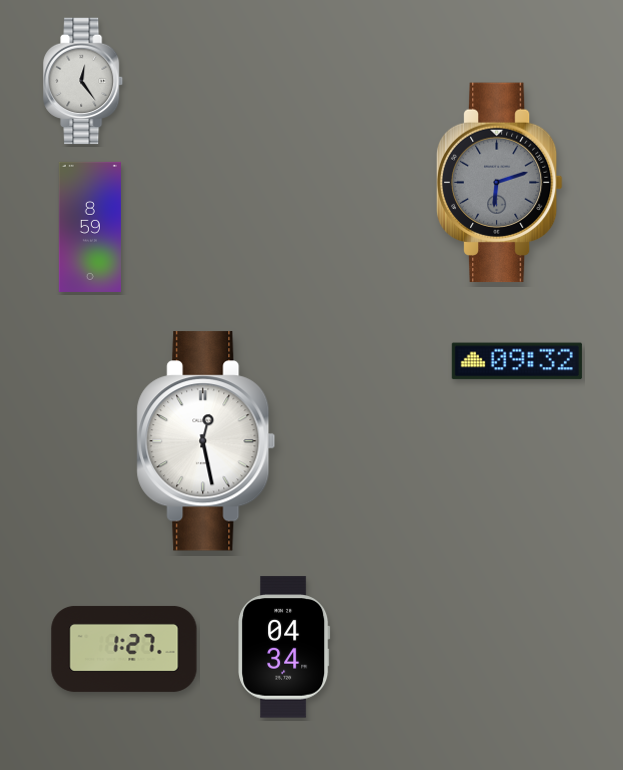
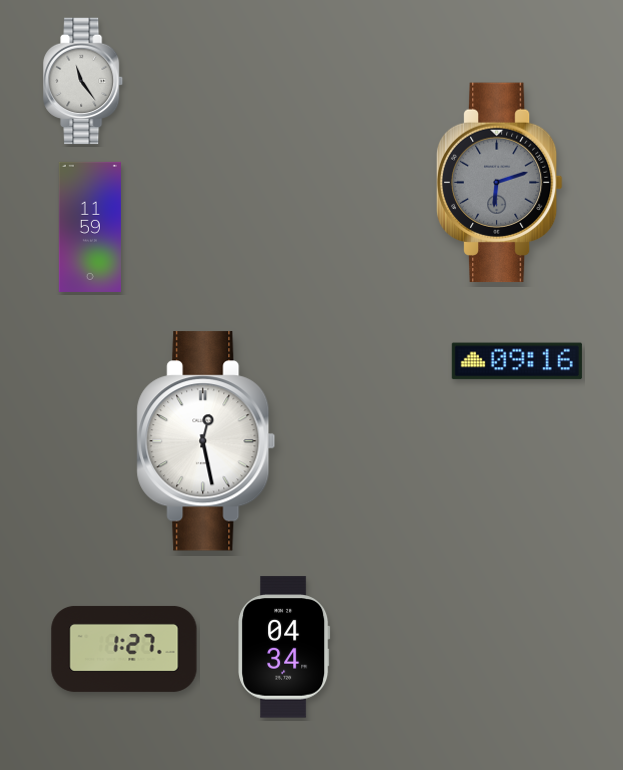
clock at (84, 81): 12:24 -> 11:24
clock at (90, 227): 8:59 -> 11:59
clock at (517, 361): 09:32 -> 09:16
